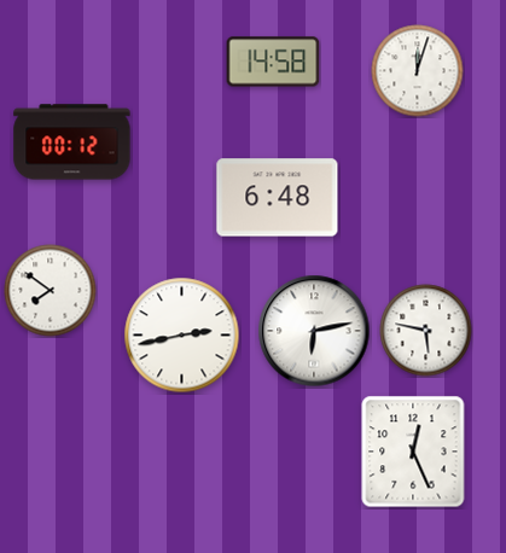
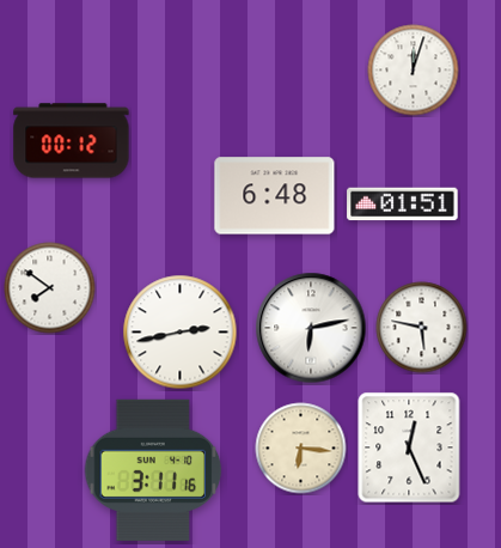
clock at (273, 62): 14:58 -> none
clock at (403, 205): none -> 01:51
clock at (301, 449): none -> 6:16
clock at (153, 470): none -> 3:11
